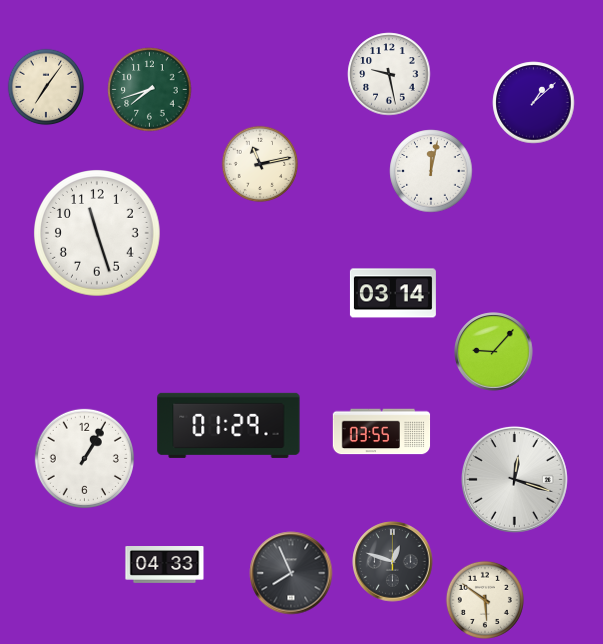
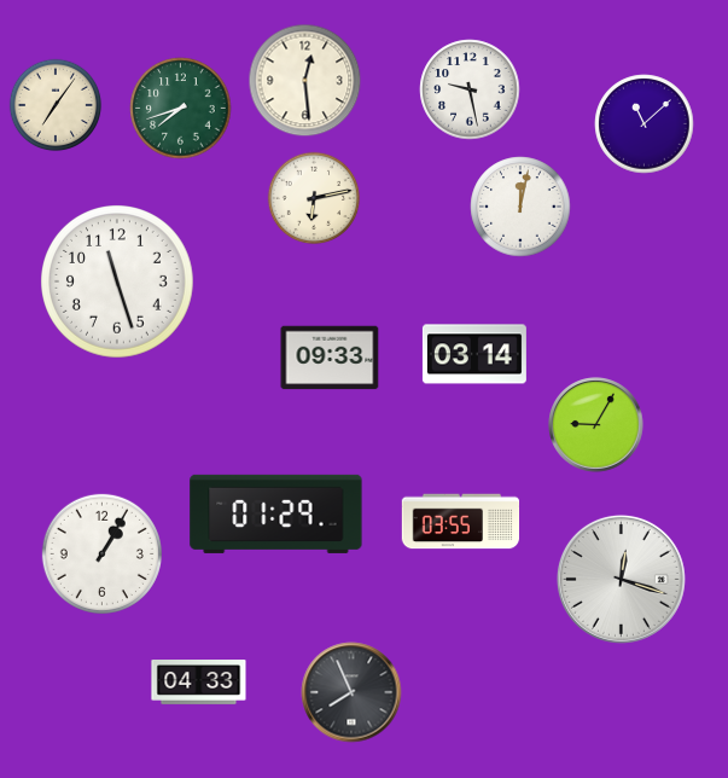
clock at (305, 81): none -> 12:29
clock at (534, 103): 1:08 -> 11:08
clock at (260, 164): 11:13 -> 6:13
clock at (330, 358): none -> 09:33
clock at (494, 352): 9:07 -> 9:05
clock at (393, 562): 12:48 -> none
clock at (485, 600): 5:51 -> none
